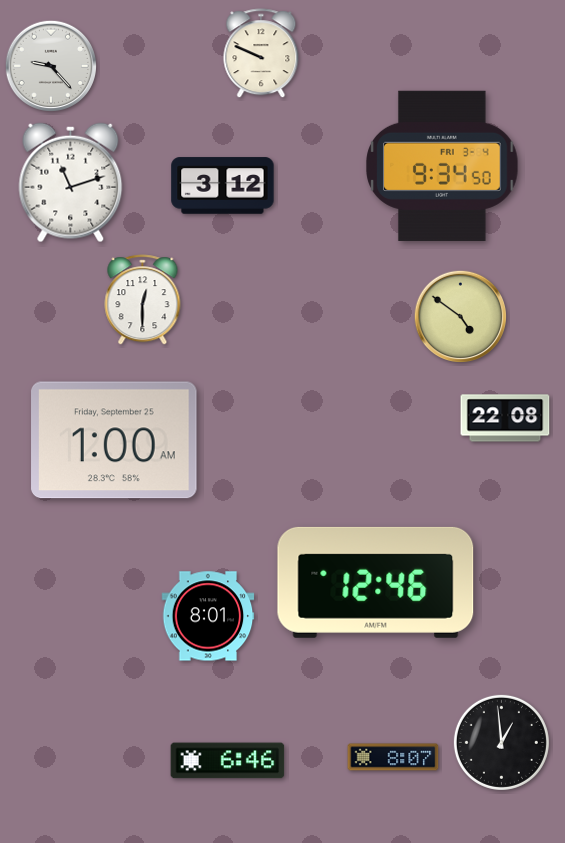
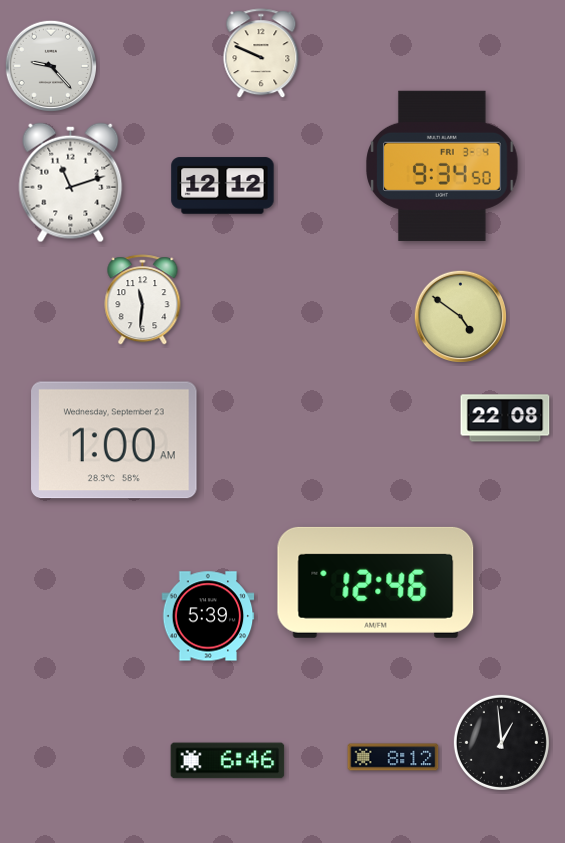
clock at (223, 186): 3:12 -> 12:12
clock at (143, 300): 12:30 -> 11:31
clock at (114, 440) date: Friday, September 25 -> Wednesday, September 23
clock at (208, 616): 8:01 -> 5:39
clock at (393, 757): 8:07 -> 8:12
